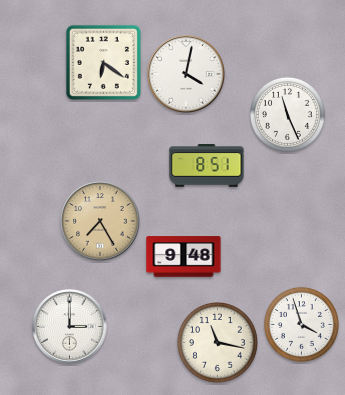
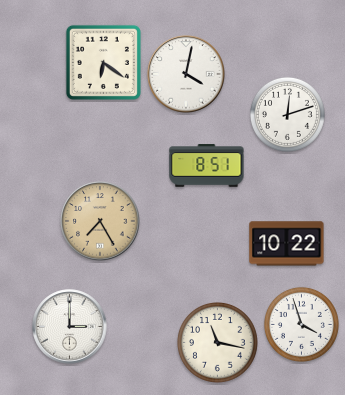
clock at (287, 114): 11:26 -> 12:12
clock at (287, 244): none -> 10:22
clock at (184, 257): 9:48 -> none
